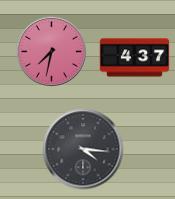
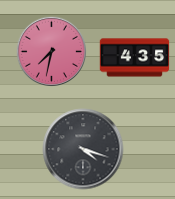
clock at (135, 58): 4:37 -> 4:35
clock at (83, 149): 4:16 -> 4:18
